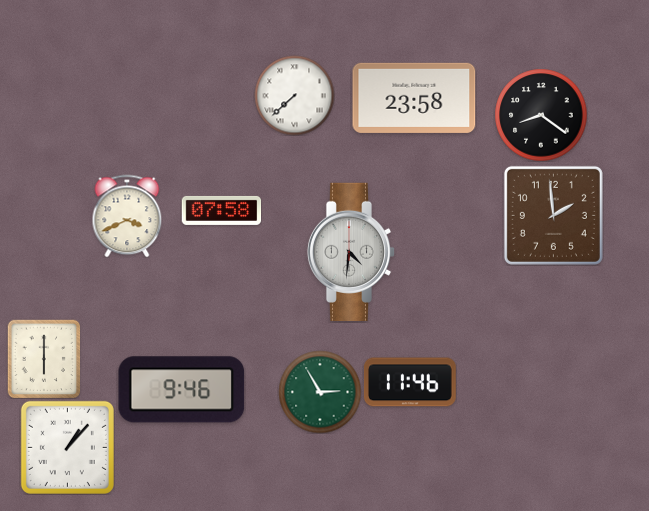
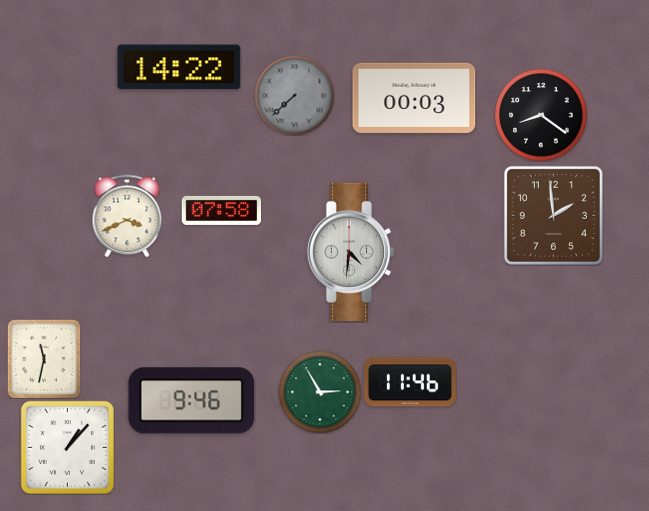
clock at (179, 67): none -> 14:22
clock at (294, 95) dial: white -> grey
clock at (414, 98): 23:58 -> 00:03
clock at (44, 359): 6:00 -> 11:32
clock at (182, 390) position: (182, 390) -> (192, 401)
